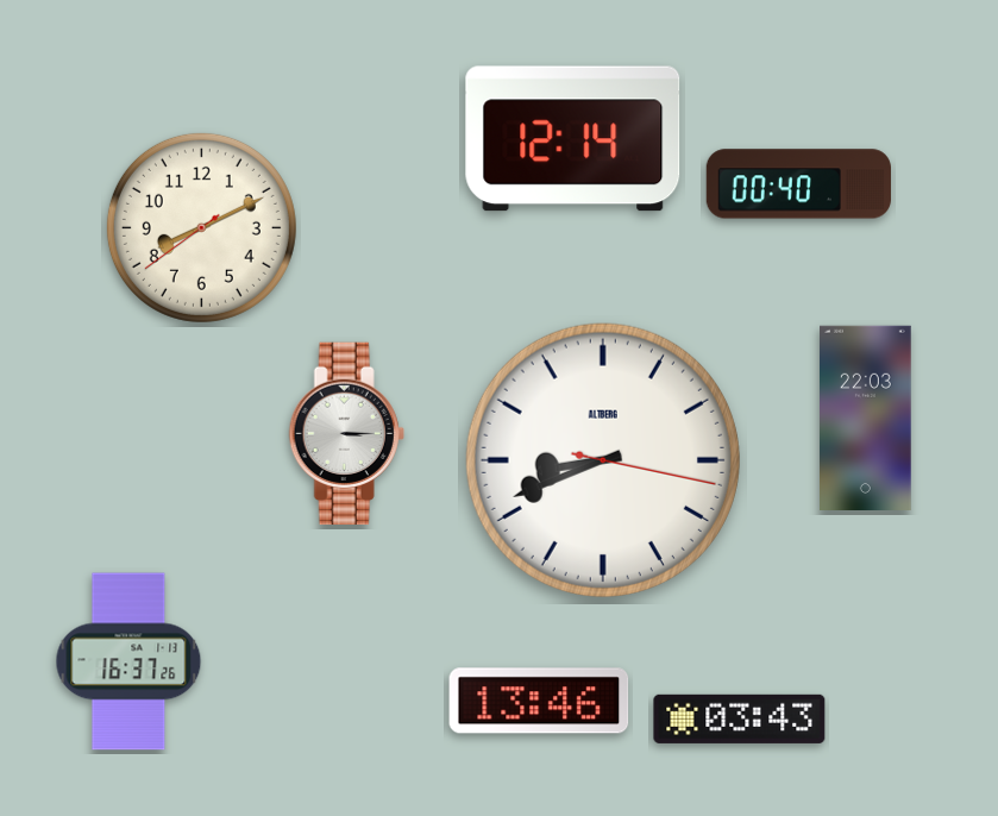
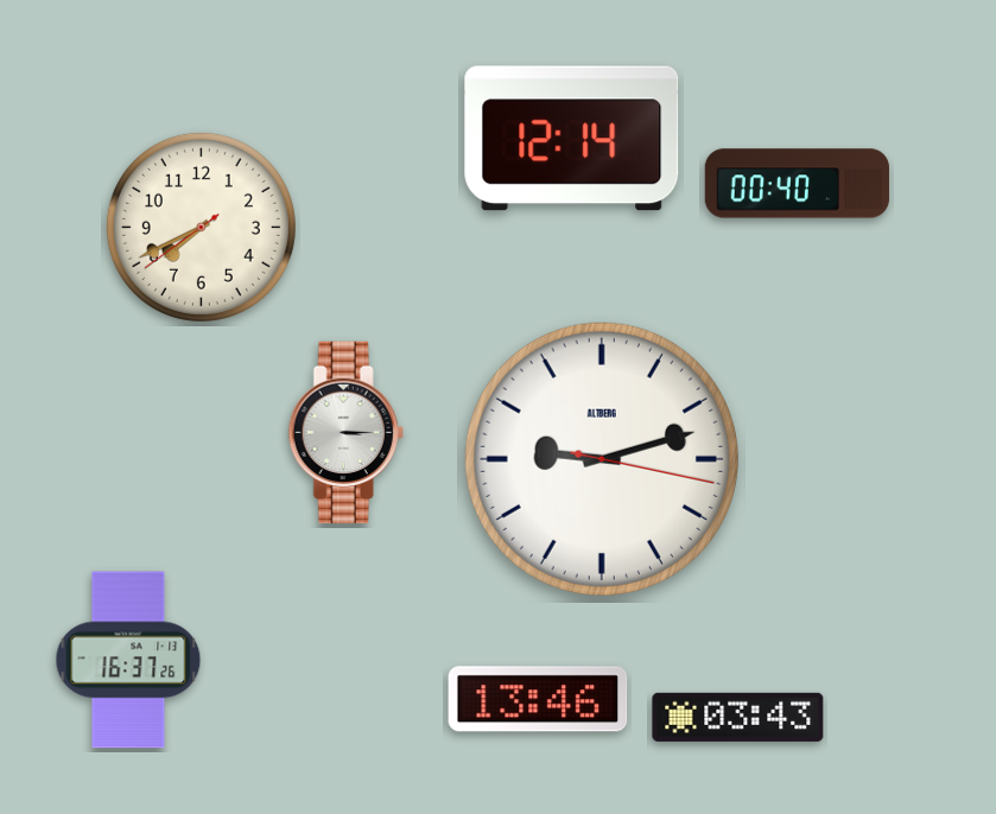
clock at (201, 227): 8:10 -> 7:40
clock at (866, 418): 22:03 -> none
clock at (603, 460): 8:41 -> 9:12
